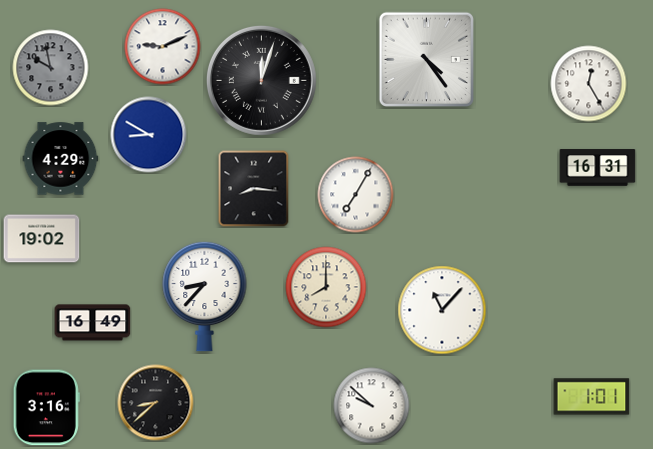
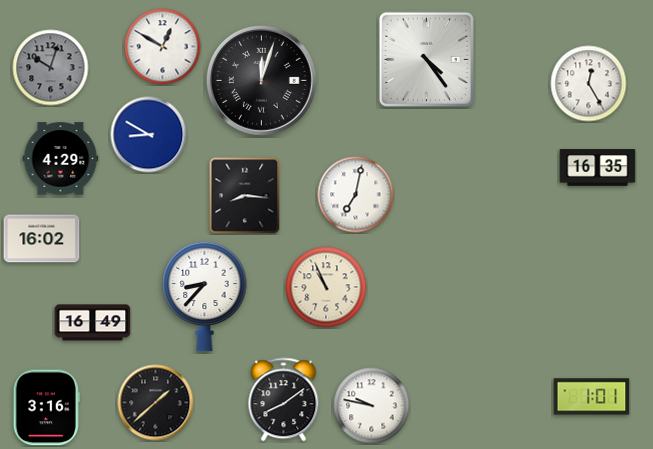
clock at (163, 47): 9:11 -> 12:50
clock at (51, 68): 9:58 -> 10:03
clock at (598, 168): 16:31 -> 16:35
clock at (254, 189) position: (254, 189) -> (245, 196)
clock at (356, 195): 7:05 -> 7:02
clock at (42, 239): 19:02 -> 16:02
clock at (326, 287): 8:00 -> 10:56
clock at (442, 310): 11:07 -> none
clock at (284, 400): none -> 8:09
clock at (156, 403): 8:38 -> 1:38
clock at (372, 406): 9:52 -> 9:47
